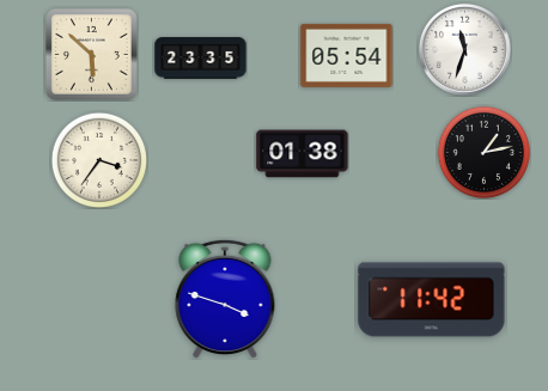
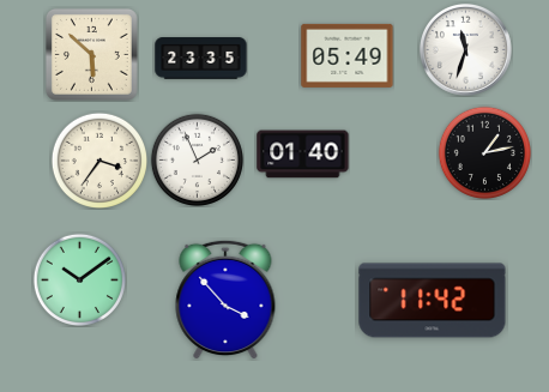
clock at (347, 55): 05:54 -> 05:49
clock at (303, 154): 01:38 -> 01:40
clock at (197, 159): none -> 1:56
clock at (79, 279): none -> 10:09
clock at (225, 299): 3:48 -> 3:53
